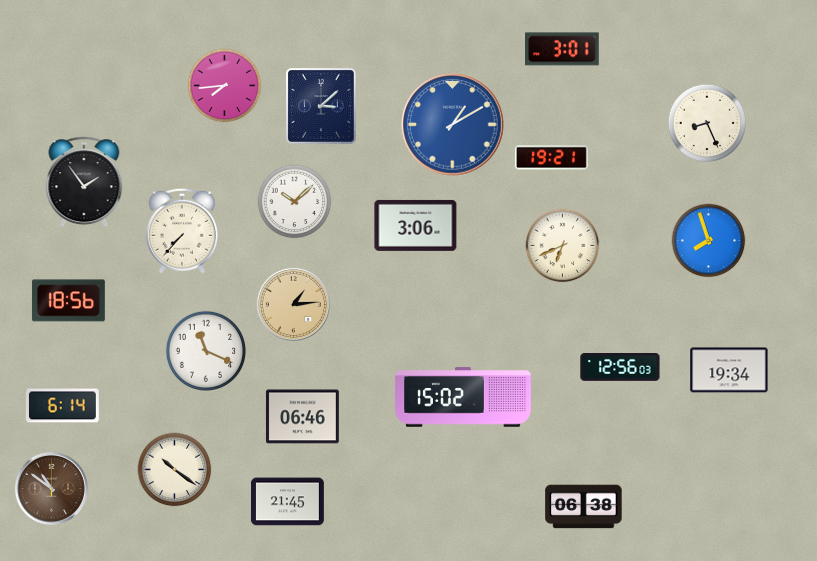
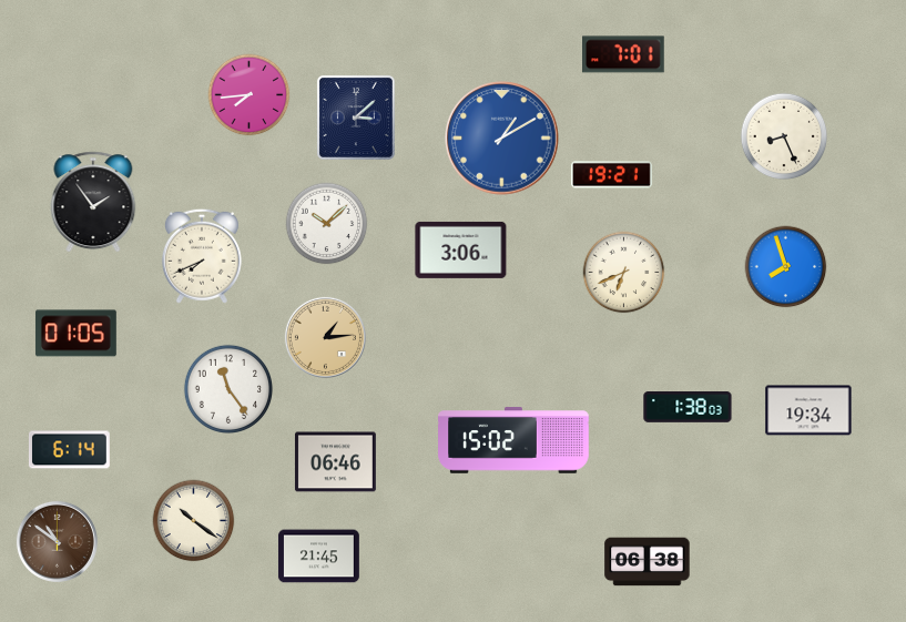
clock at (563, 49): 3:01 -> 7:01
clock at (182, 231): 7:37 -> 7:41
clock at (68, 301): 18:56 -> 01:05
clock at (205, 350): 11:19 -> 11:24
clock at (620, 368): 12:56 -> 1:38
